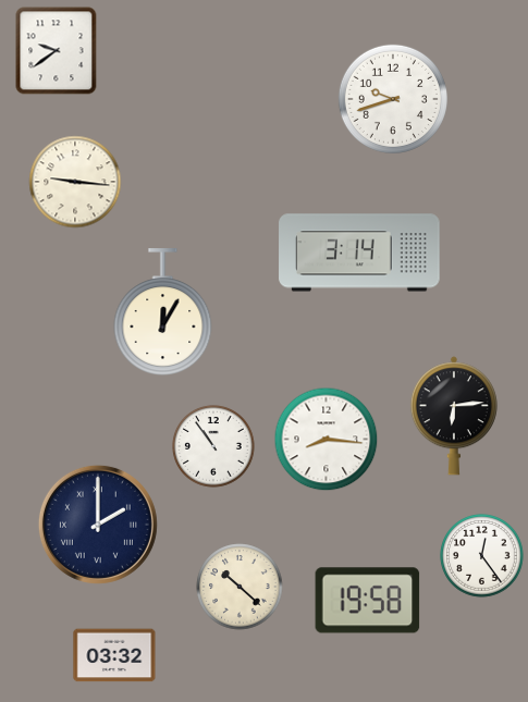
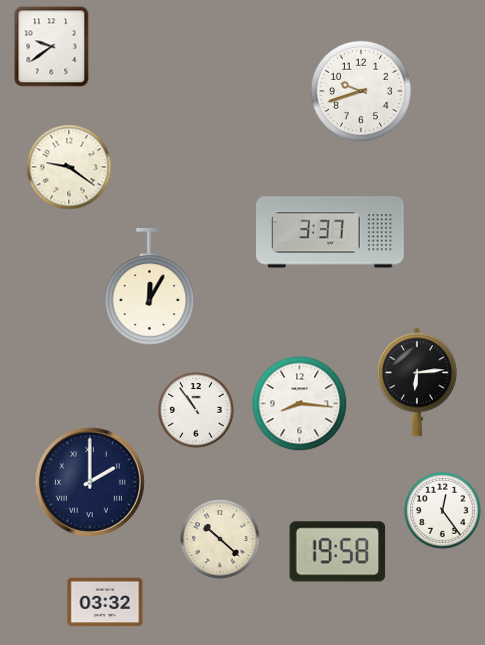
clock at (75, 182): 9:16 -> 9:21
clock at (359, 253): 3:14 -> 3:37
